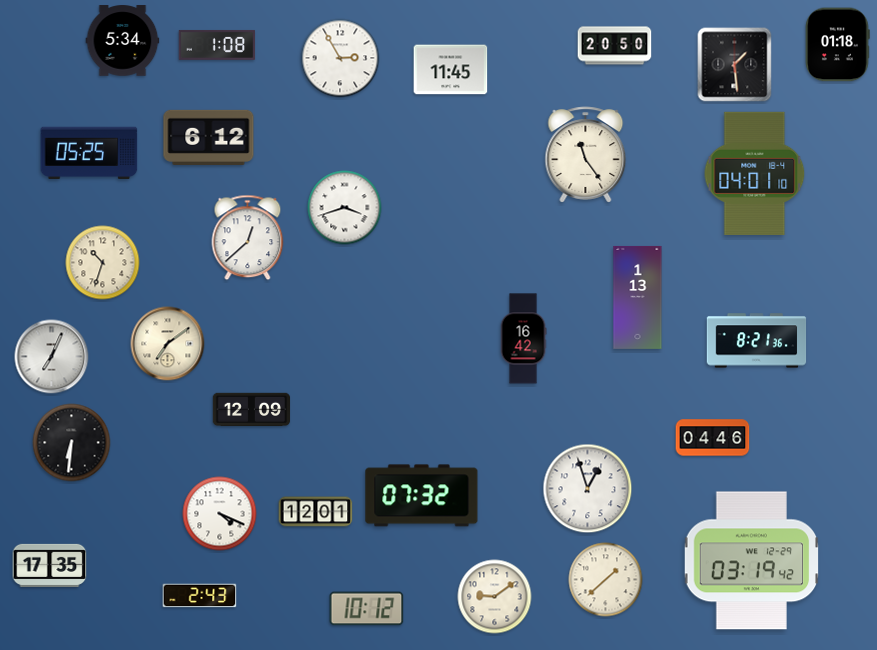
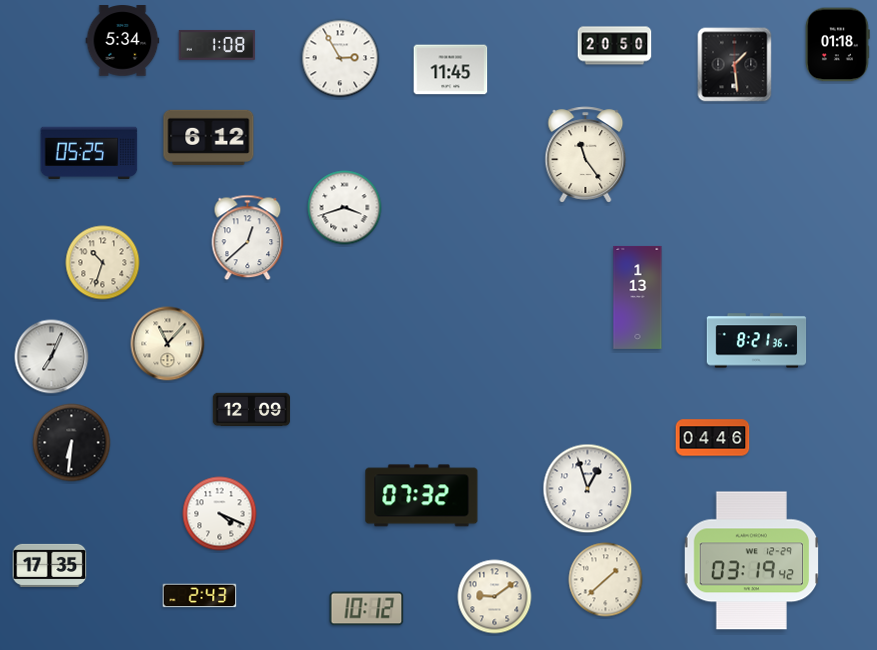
clock at (755, 173): 04:01 -> none
clock at (523, 339): 16:42 -> none
clock at (168, 344): 7:09 -> 11:07
clock at (316, 512): 12:01 -> none
